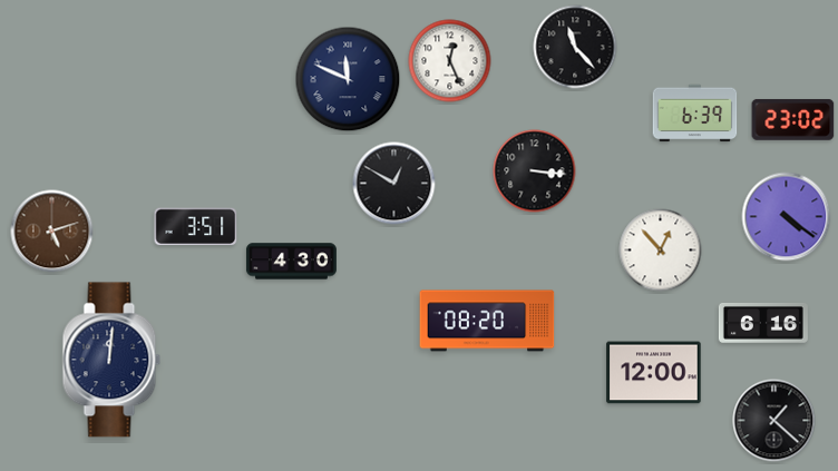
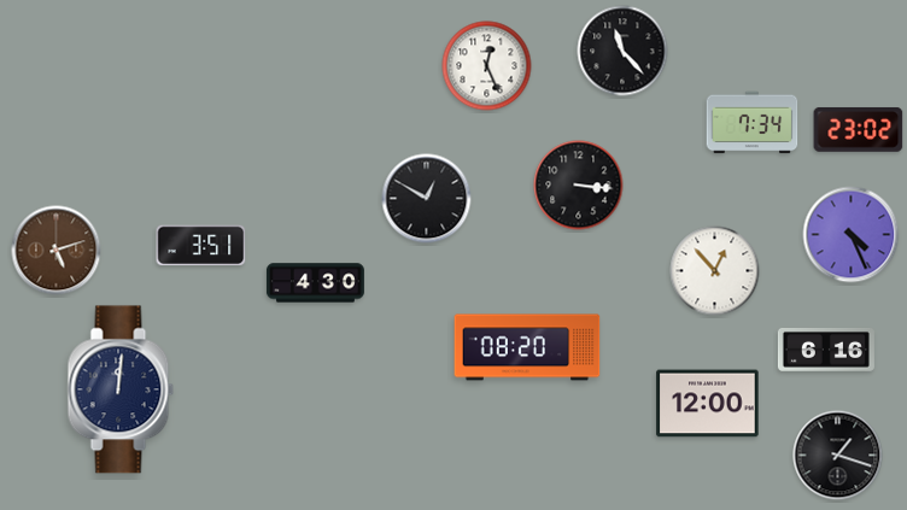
clock at (348, 79): 11:49 -> none
clock at (695, 114): 6:39 -> 7:34
clock at (787, 217): 4:21 -> 4:26
clock at (196, 227) position: (196, 227) -> (201, 246)
clock at (774, 421): 1:22 -> 1:18
